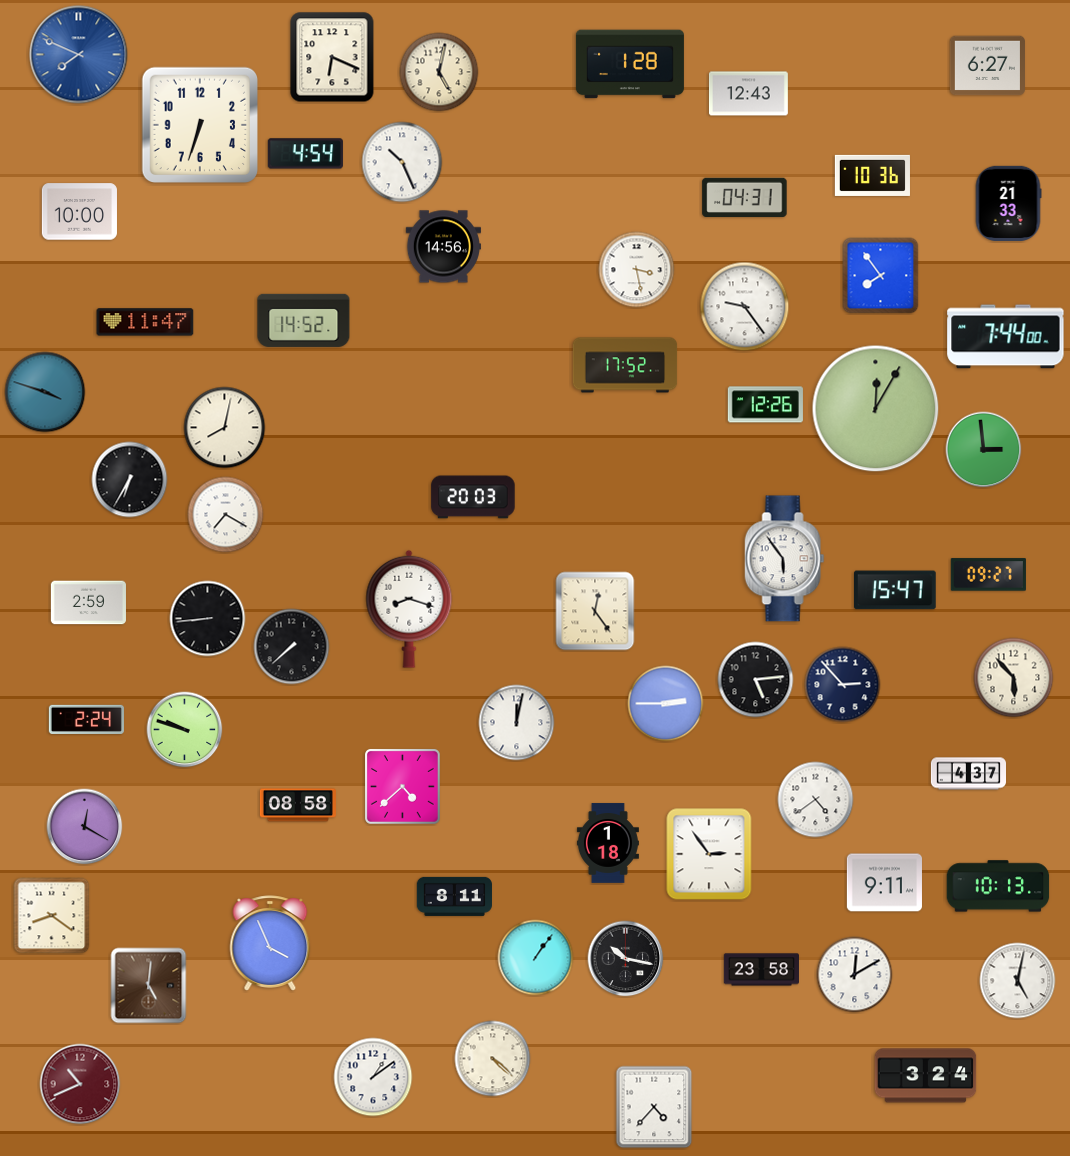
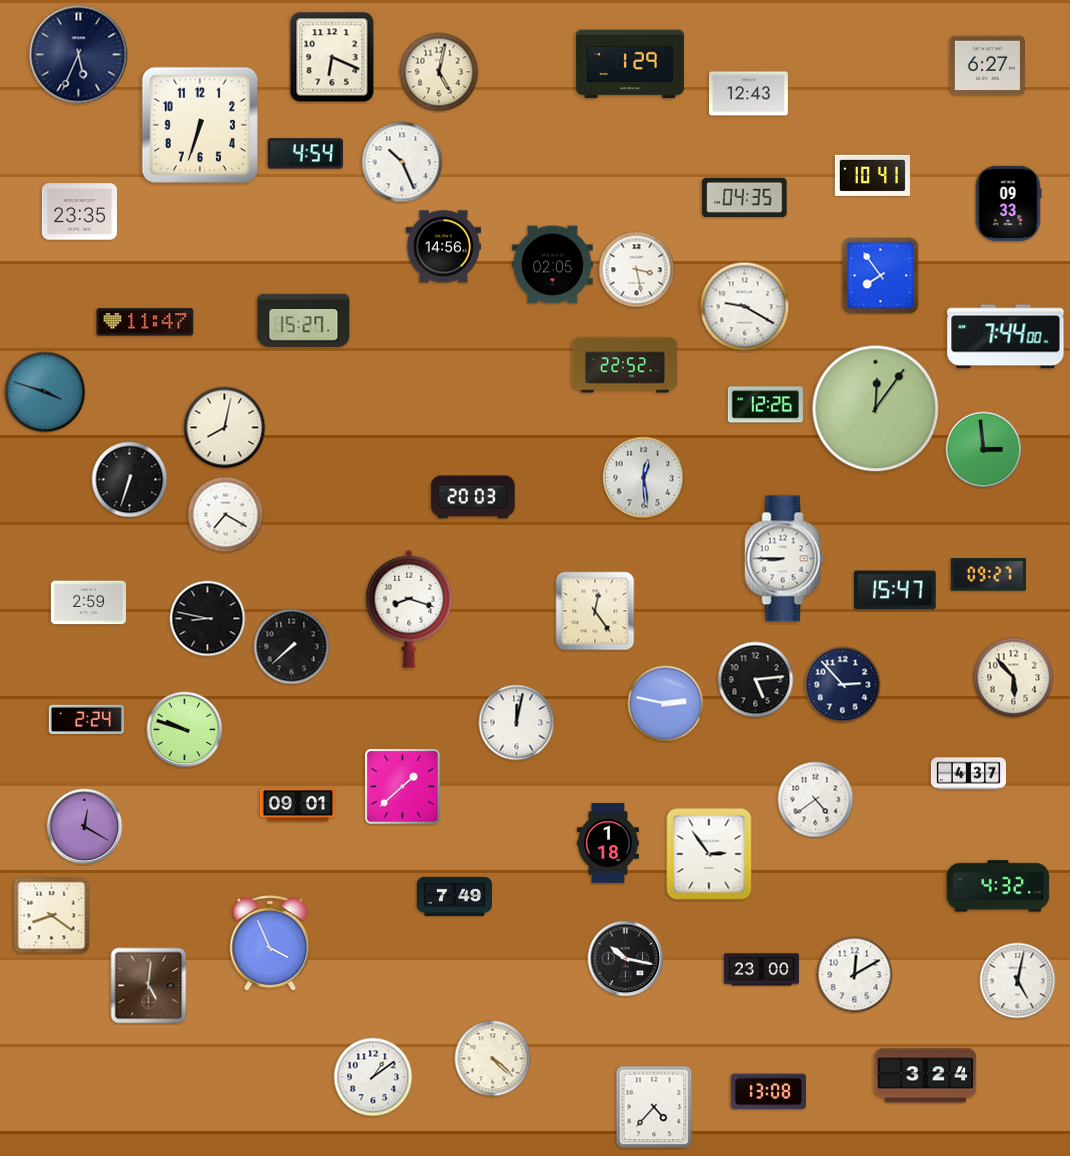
clock at (79, 55): 7:49 -> 5:34
clock at (79, 55) dial: blue -> navy
clock at (630, 64): 1:28 -> 1:29
clock at (872, 175): 10:36 -> 10:41
clock at (745, 197): 04:31 -> 04:35
clock at (1008, 203): 21:33 -> 09:33
clock at (79, 212): 10:00 -> 23:35
clock at (553, 265): none -> 02:05
clock at (745, 307): 9:24 -> 9:20
clock at (304, 320): 14:52 -> 15:27
clock at (625, 365): 17:52 -> 22:52
clock at (876, 409): 12:05 -> 12:06
clock at (644, 478): none -> 12:29
clock at (130, 480): 6:35 -> 6:33
clock at (785, 559): 5:54 -> 8:45
clock at (208, 619): 8:44 -> 8:47
clock at (666, 704): 2:45 -> 2:47
clock at (402, 786): 4:38 -> 1:38
clock at (298, 805): 08:58 -> 09:01
clock at (884, 883): 9:11 -> none
clock at (998, 886): 10:13 -> 4:32
clock at (454, 896): 8:11 -> 7:49
clock at (536, 958): 1:06 -> none
clock at (761, 970): 23:58 -> 23:00
clock at (80, 1084): 10:41 -> none
clock at (768, 1092): none -> 13:08
